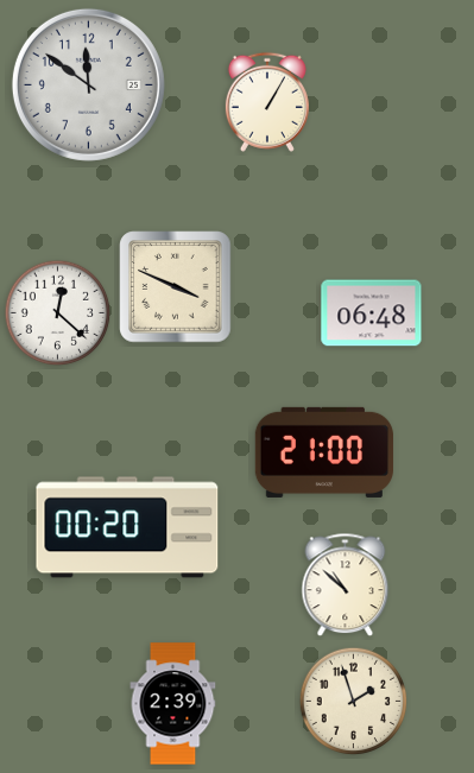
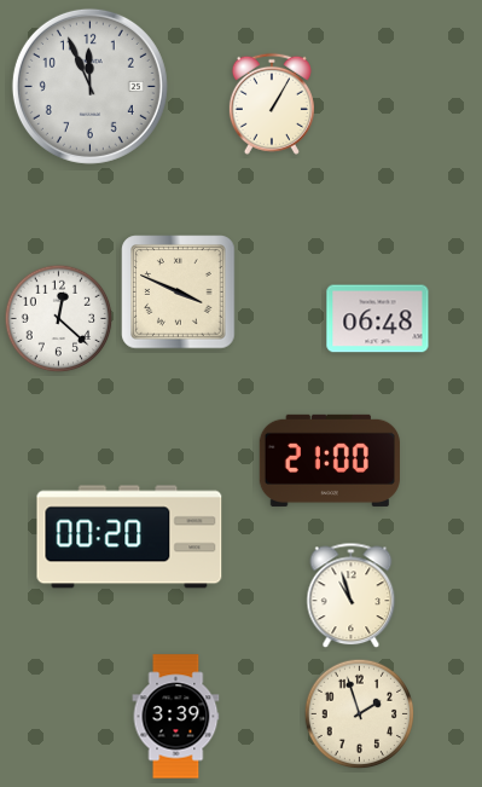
clock at (88, 84): 11:51 -> 11:56
clock at (346, 585): 10:52 -> 10:57
clock at (173, 704): 2:39 -> 3:39
